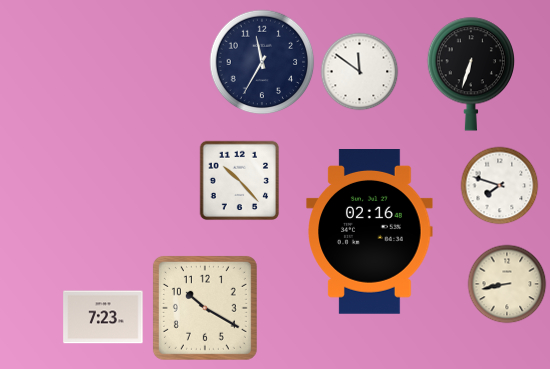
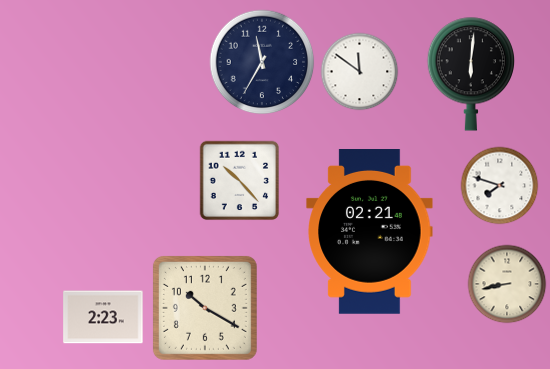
clock at (470, 74): 6:33 -> 6:01
clock at (370, 232): 02:16 -> 02:21
clock at (103, 317): 7:23 -> 2:23
